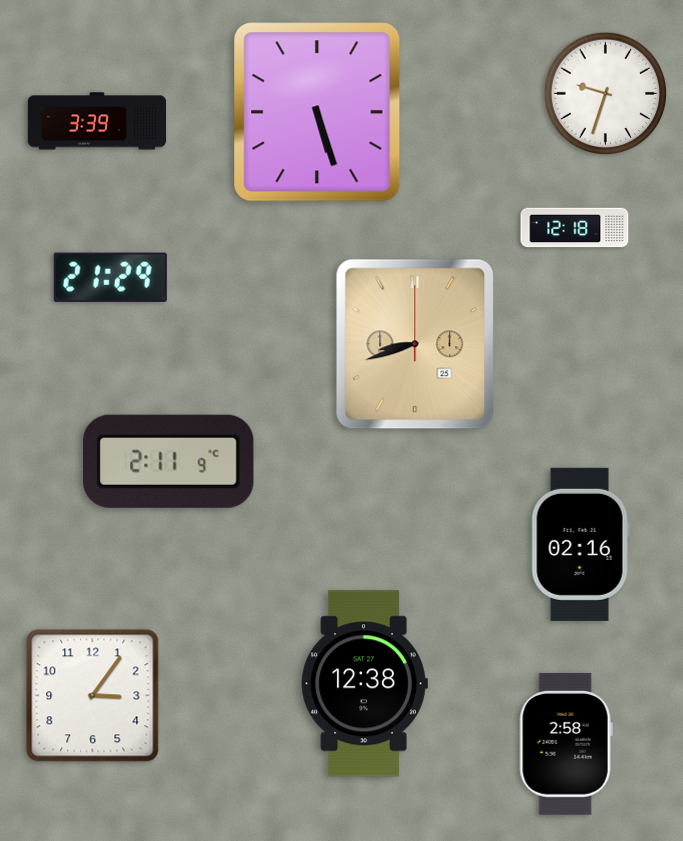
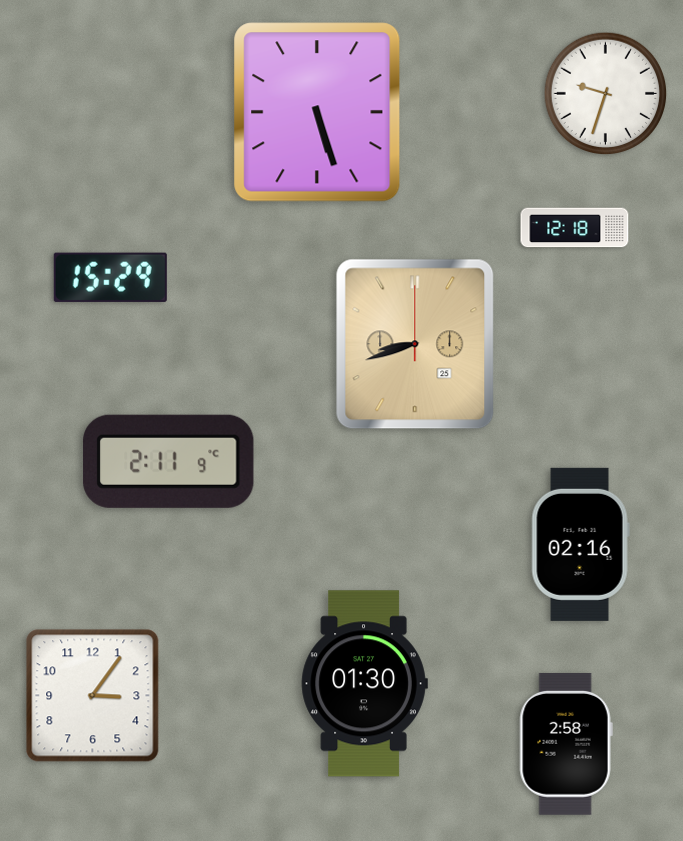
clock at (97, 121): 3:39 -> none
clock at (110, 277): 21:29 -> 15:29
clock at (364, 684): 12:38 -> 01:30
